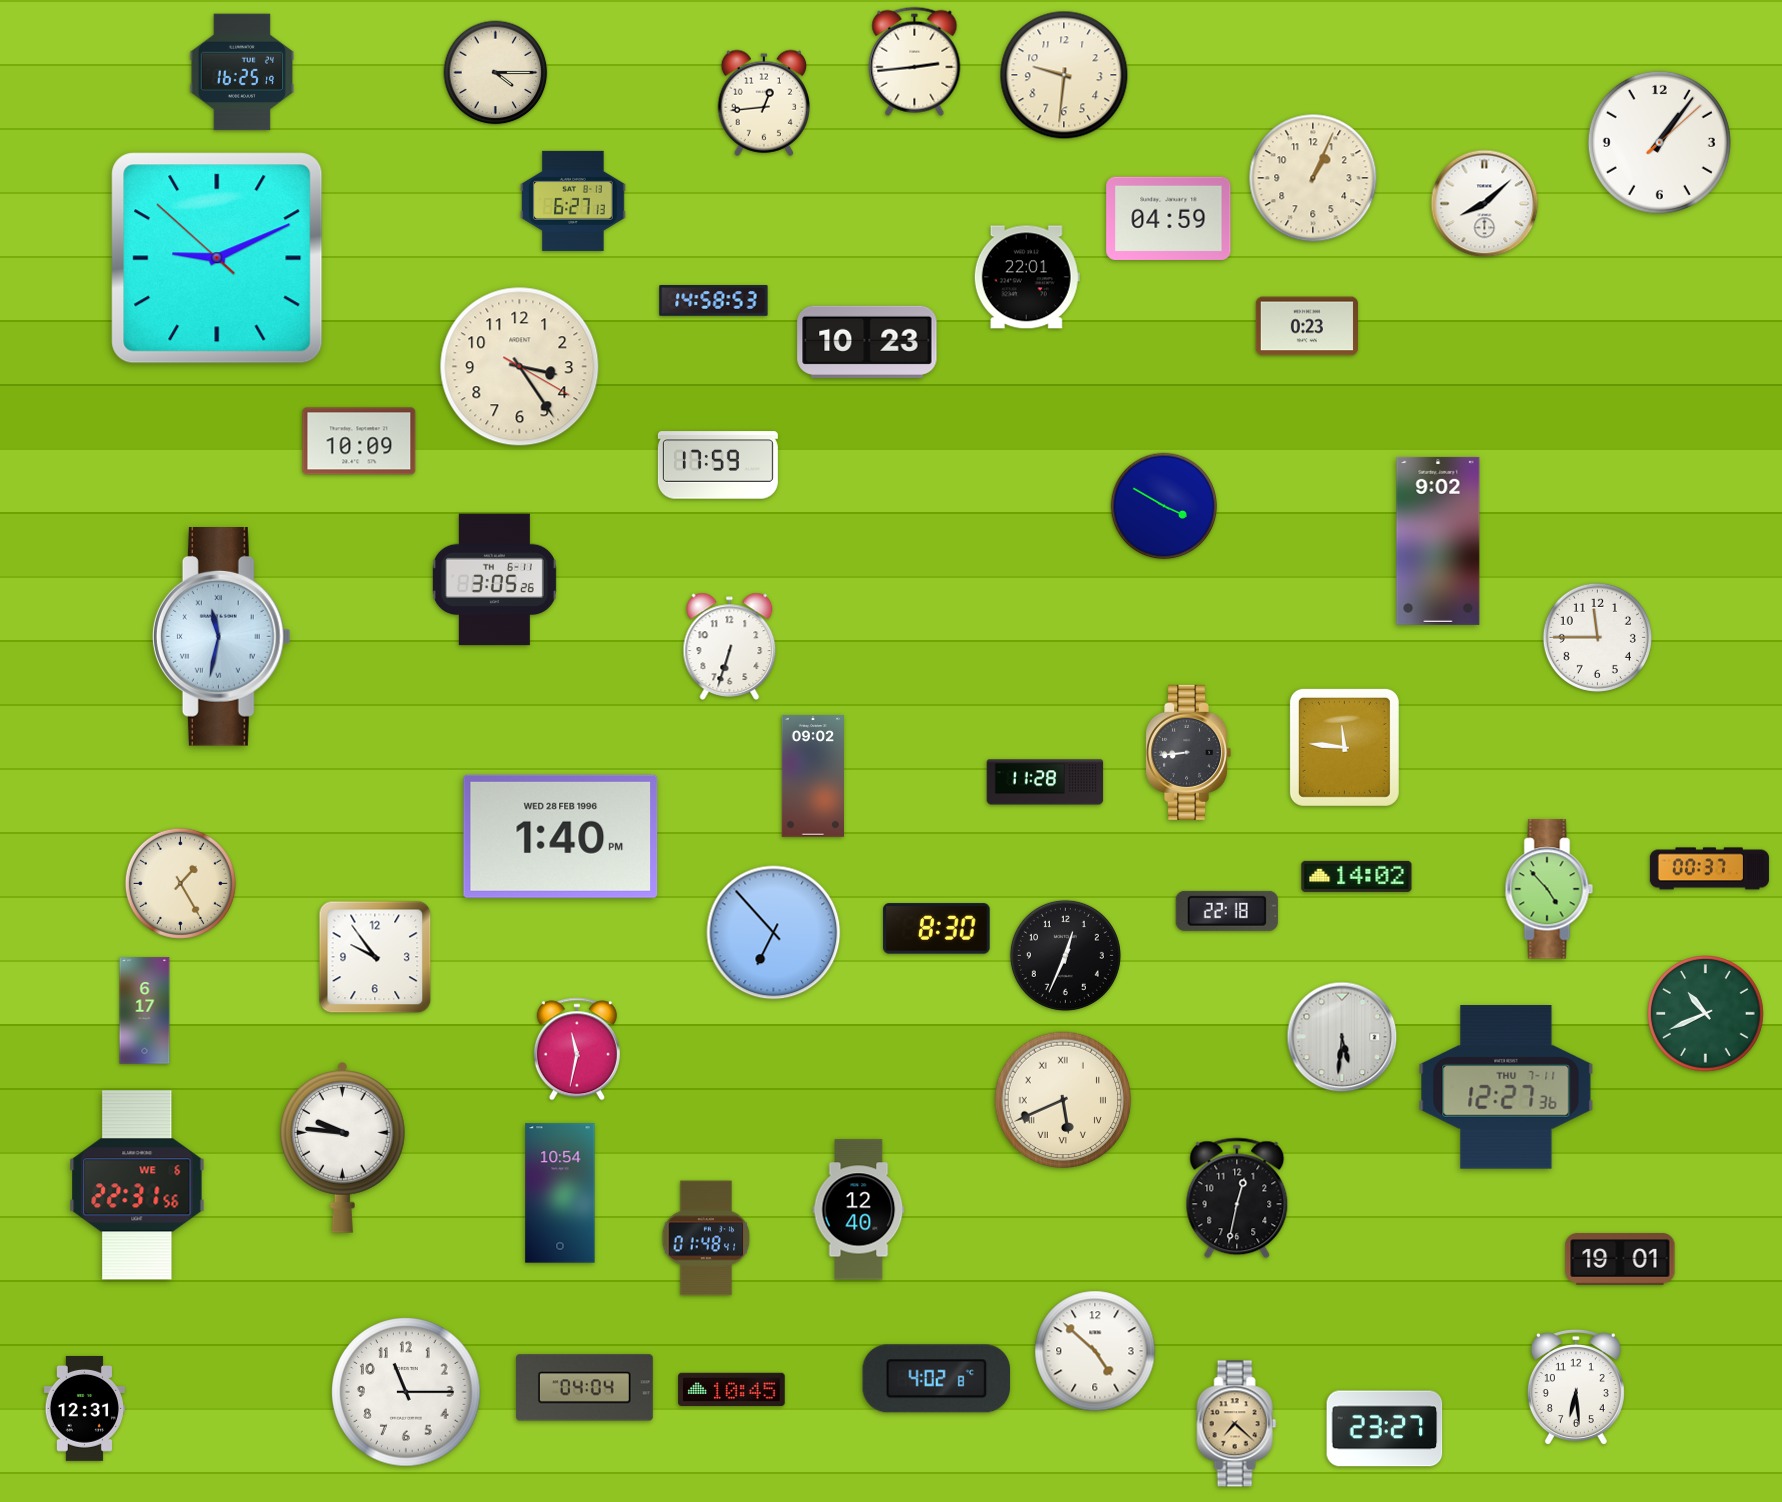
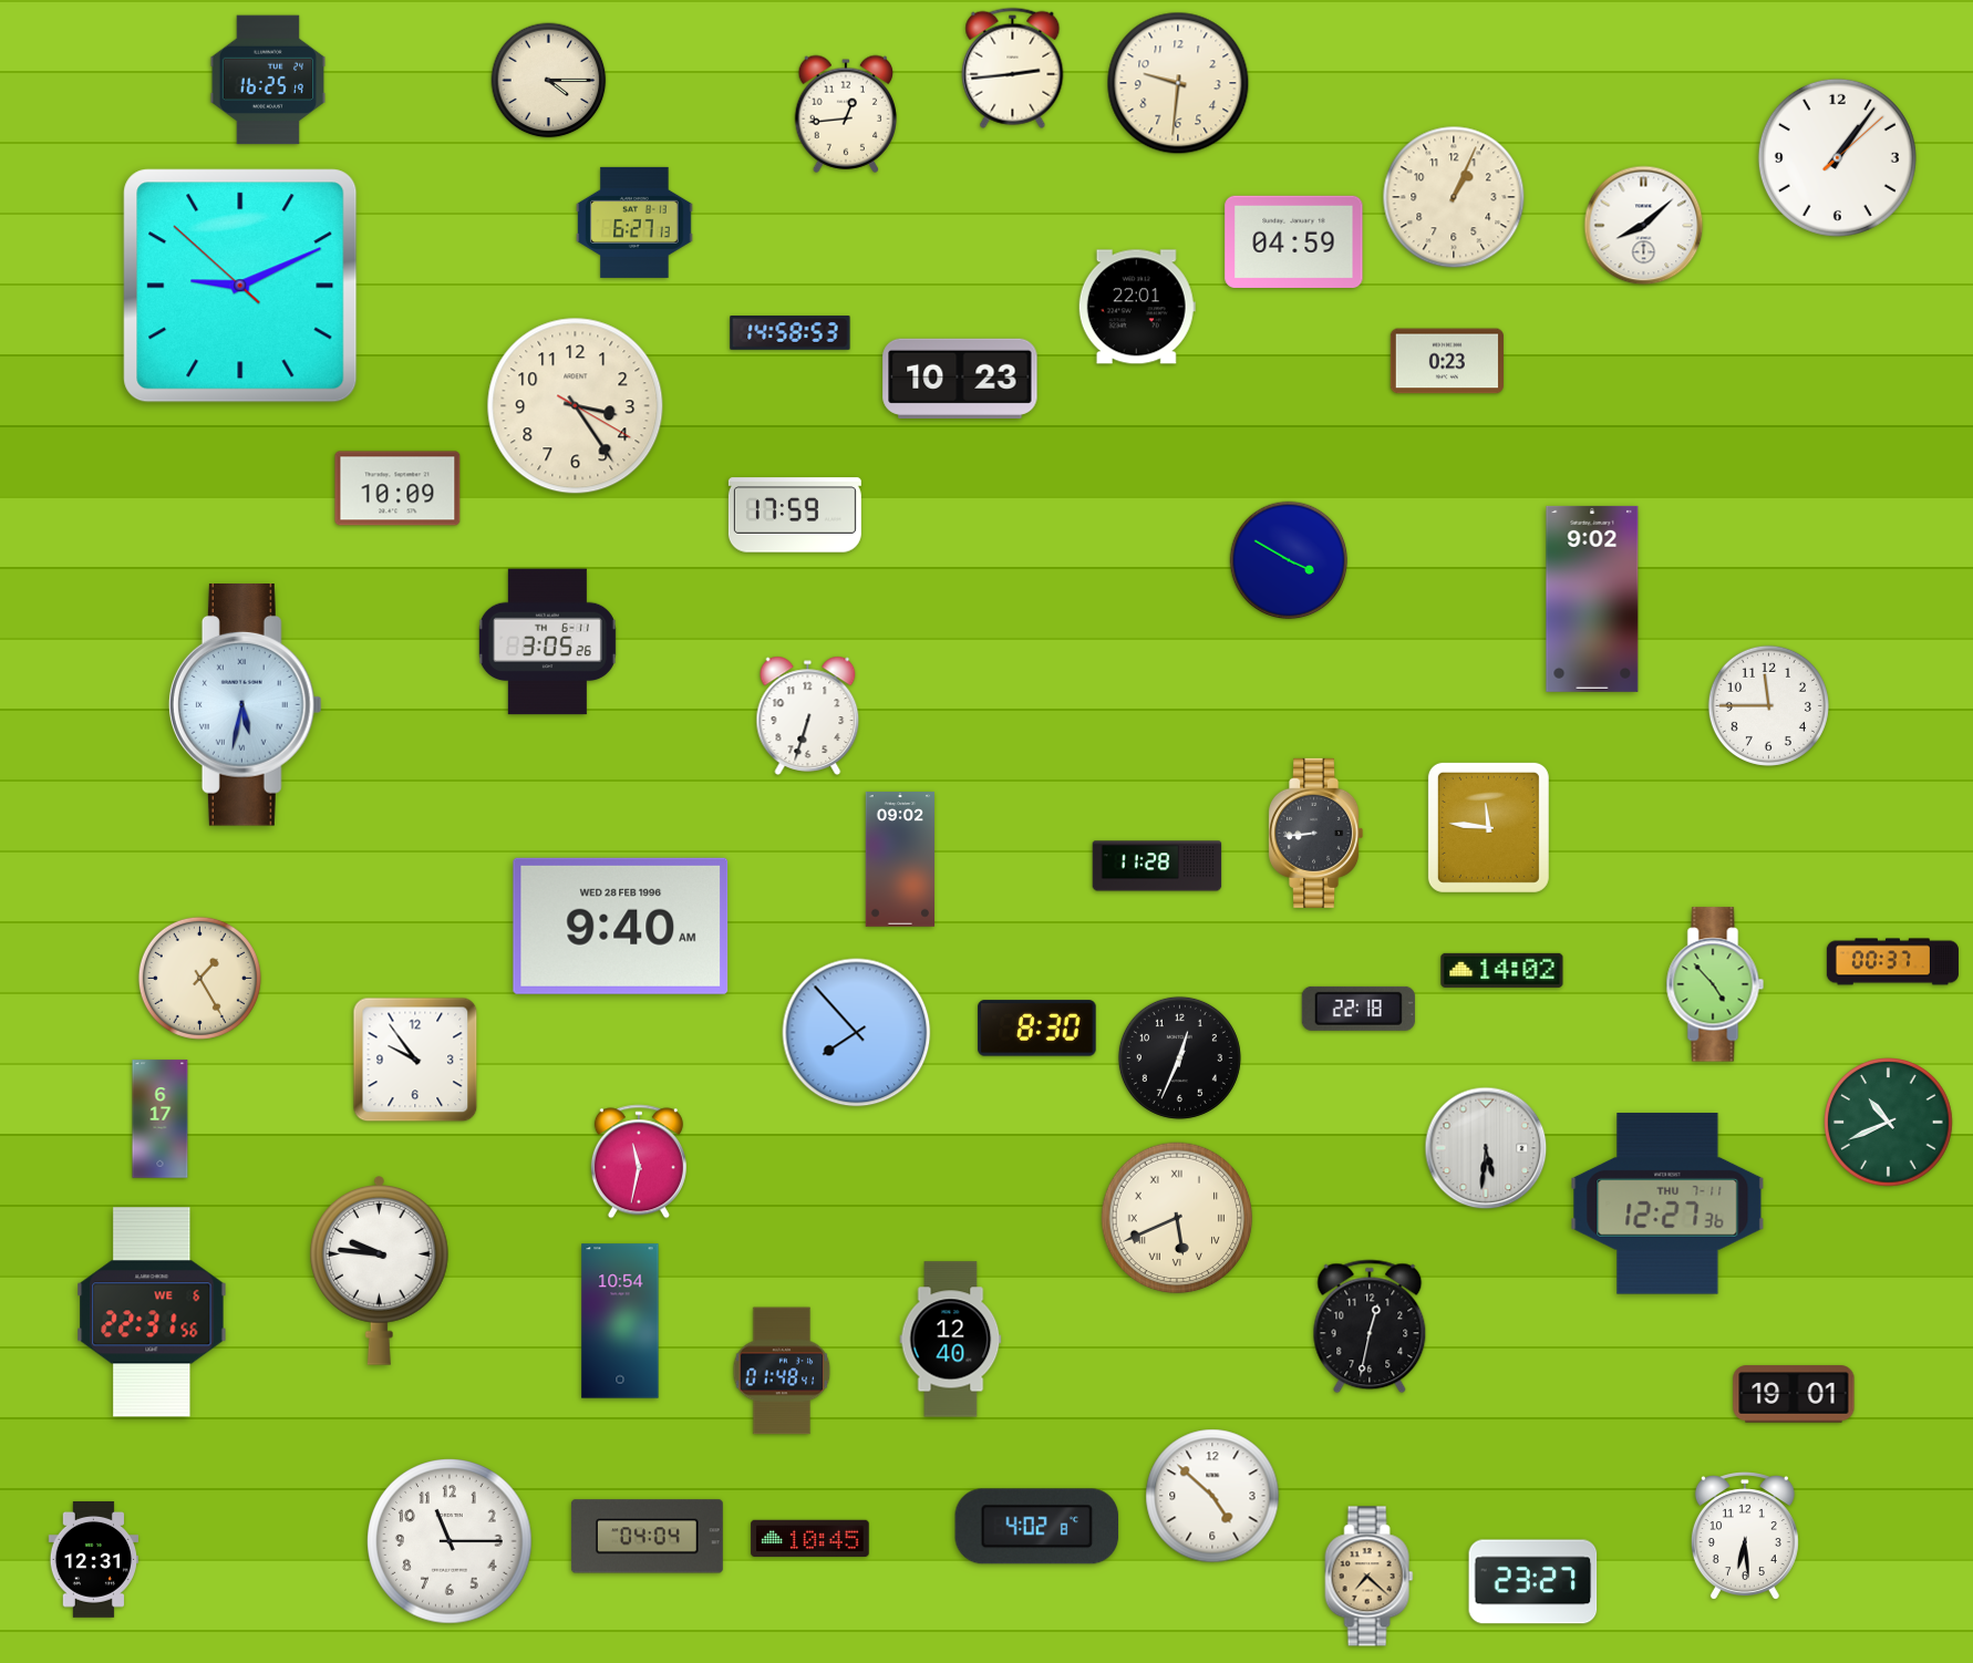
clock at (221, 637): 11:32 -> 5:32
clock at (561, 836): 1:40 -> 9:40
clock at (774, 933): 6:53 -> 7:53
